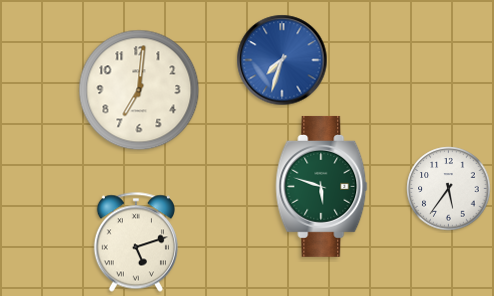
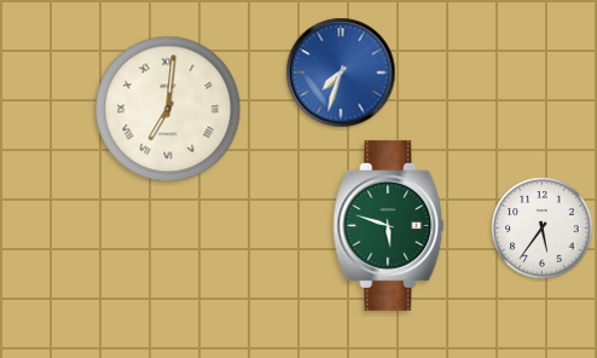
clock at (139, 90) numerals: Arabic -> Roman
clock at (136, 242): 5:12 -> none
